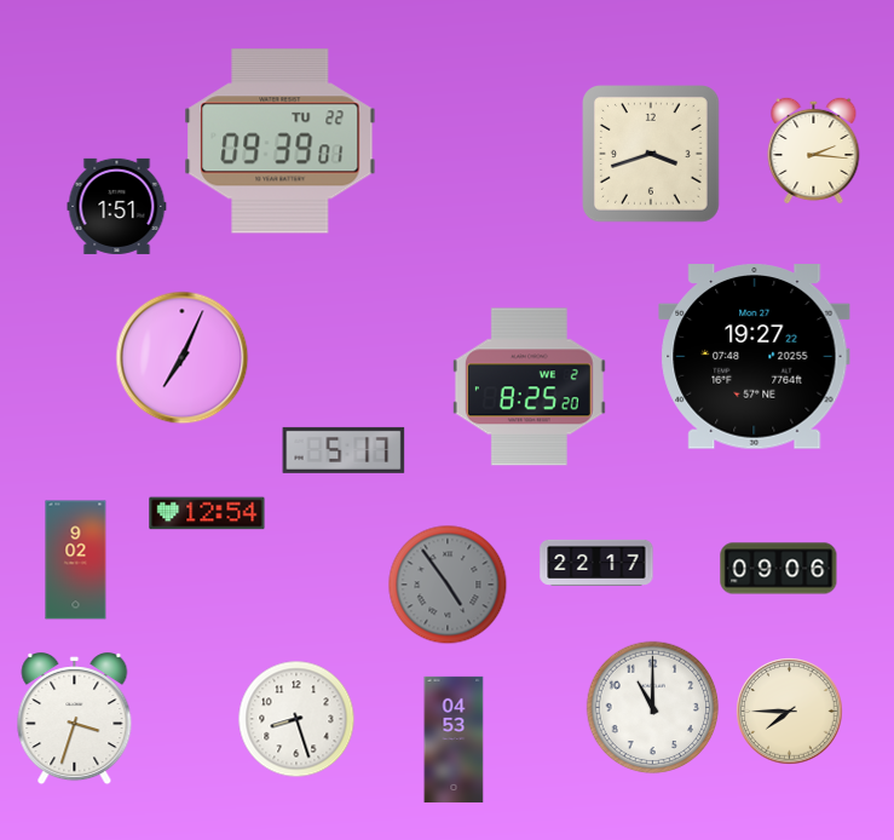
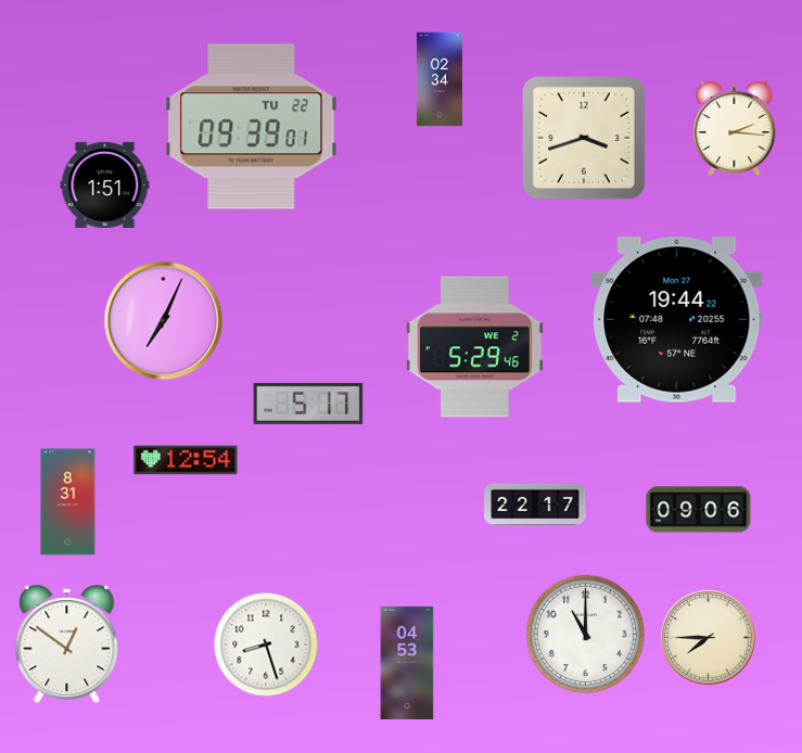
clock at (440, 79): none -> 02:34
clock at (814, 149) position: (814, 149) -> (735, 127)
clock at (755, 357): 19:27 -> 19:44
clock at (529, 387): 8:25 -> 5:29
clock at (76, 560): 9:02 -> 8:31
clock at (448, 585): 4:54 -> none
clock at (75, 720): 3:33 -> 12:51
